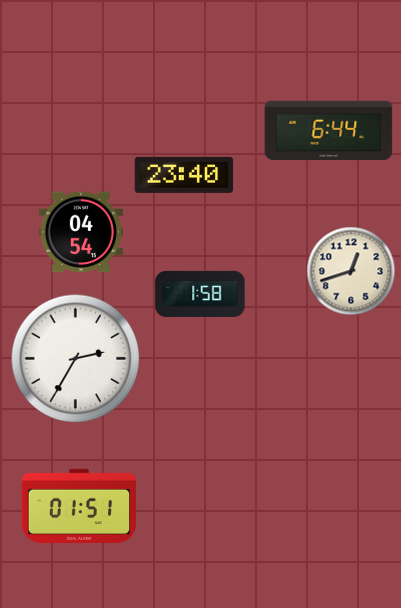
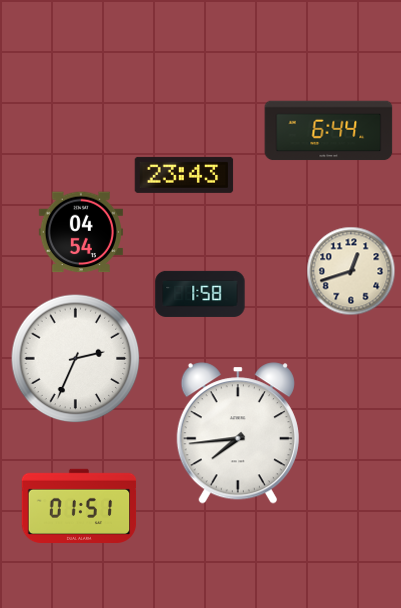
clock at (184, 175): 23:40 -> 23:43
clock at (76, 359): 2:35 -> 2:34
clock at (238, 433): none -> 7:44
